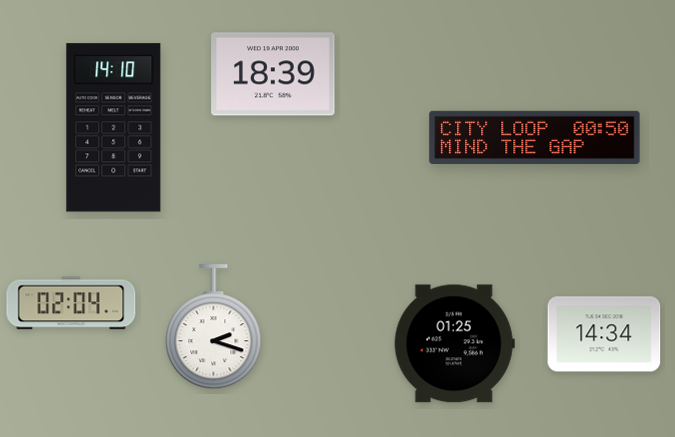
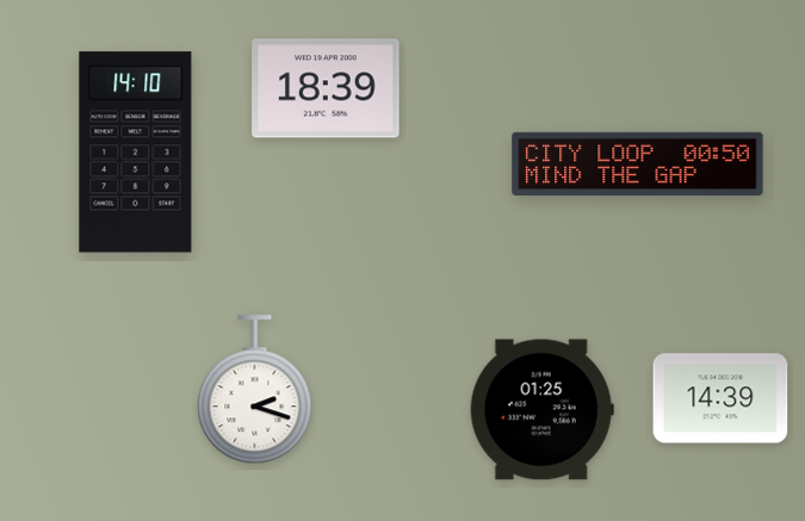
clock at (71, 303): 02:04 -> none
clock at (604, 334): 14:34 -> 14:39
